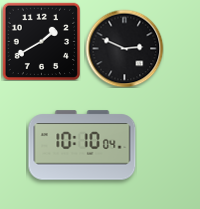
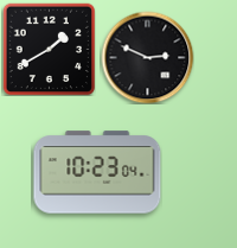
clock at (82, 145): 10:10 -> 10:23
